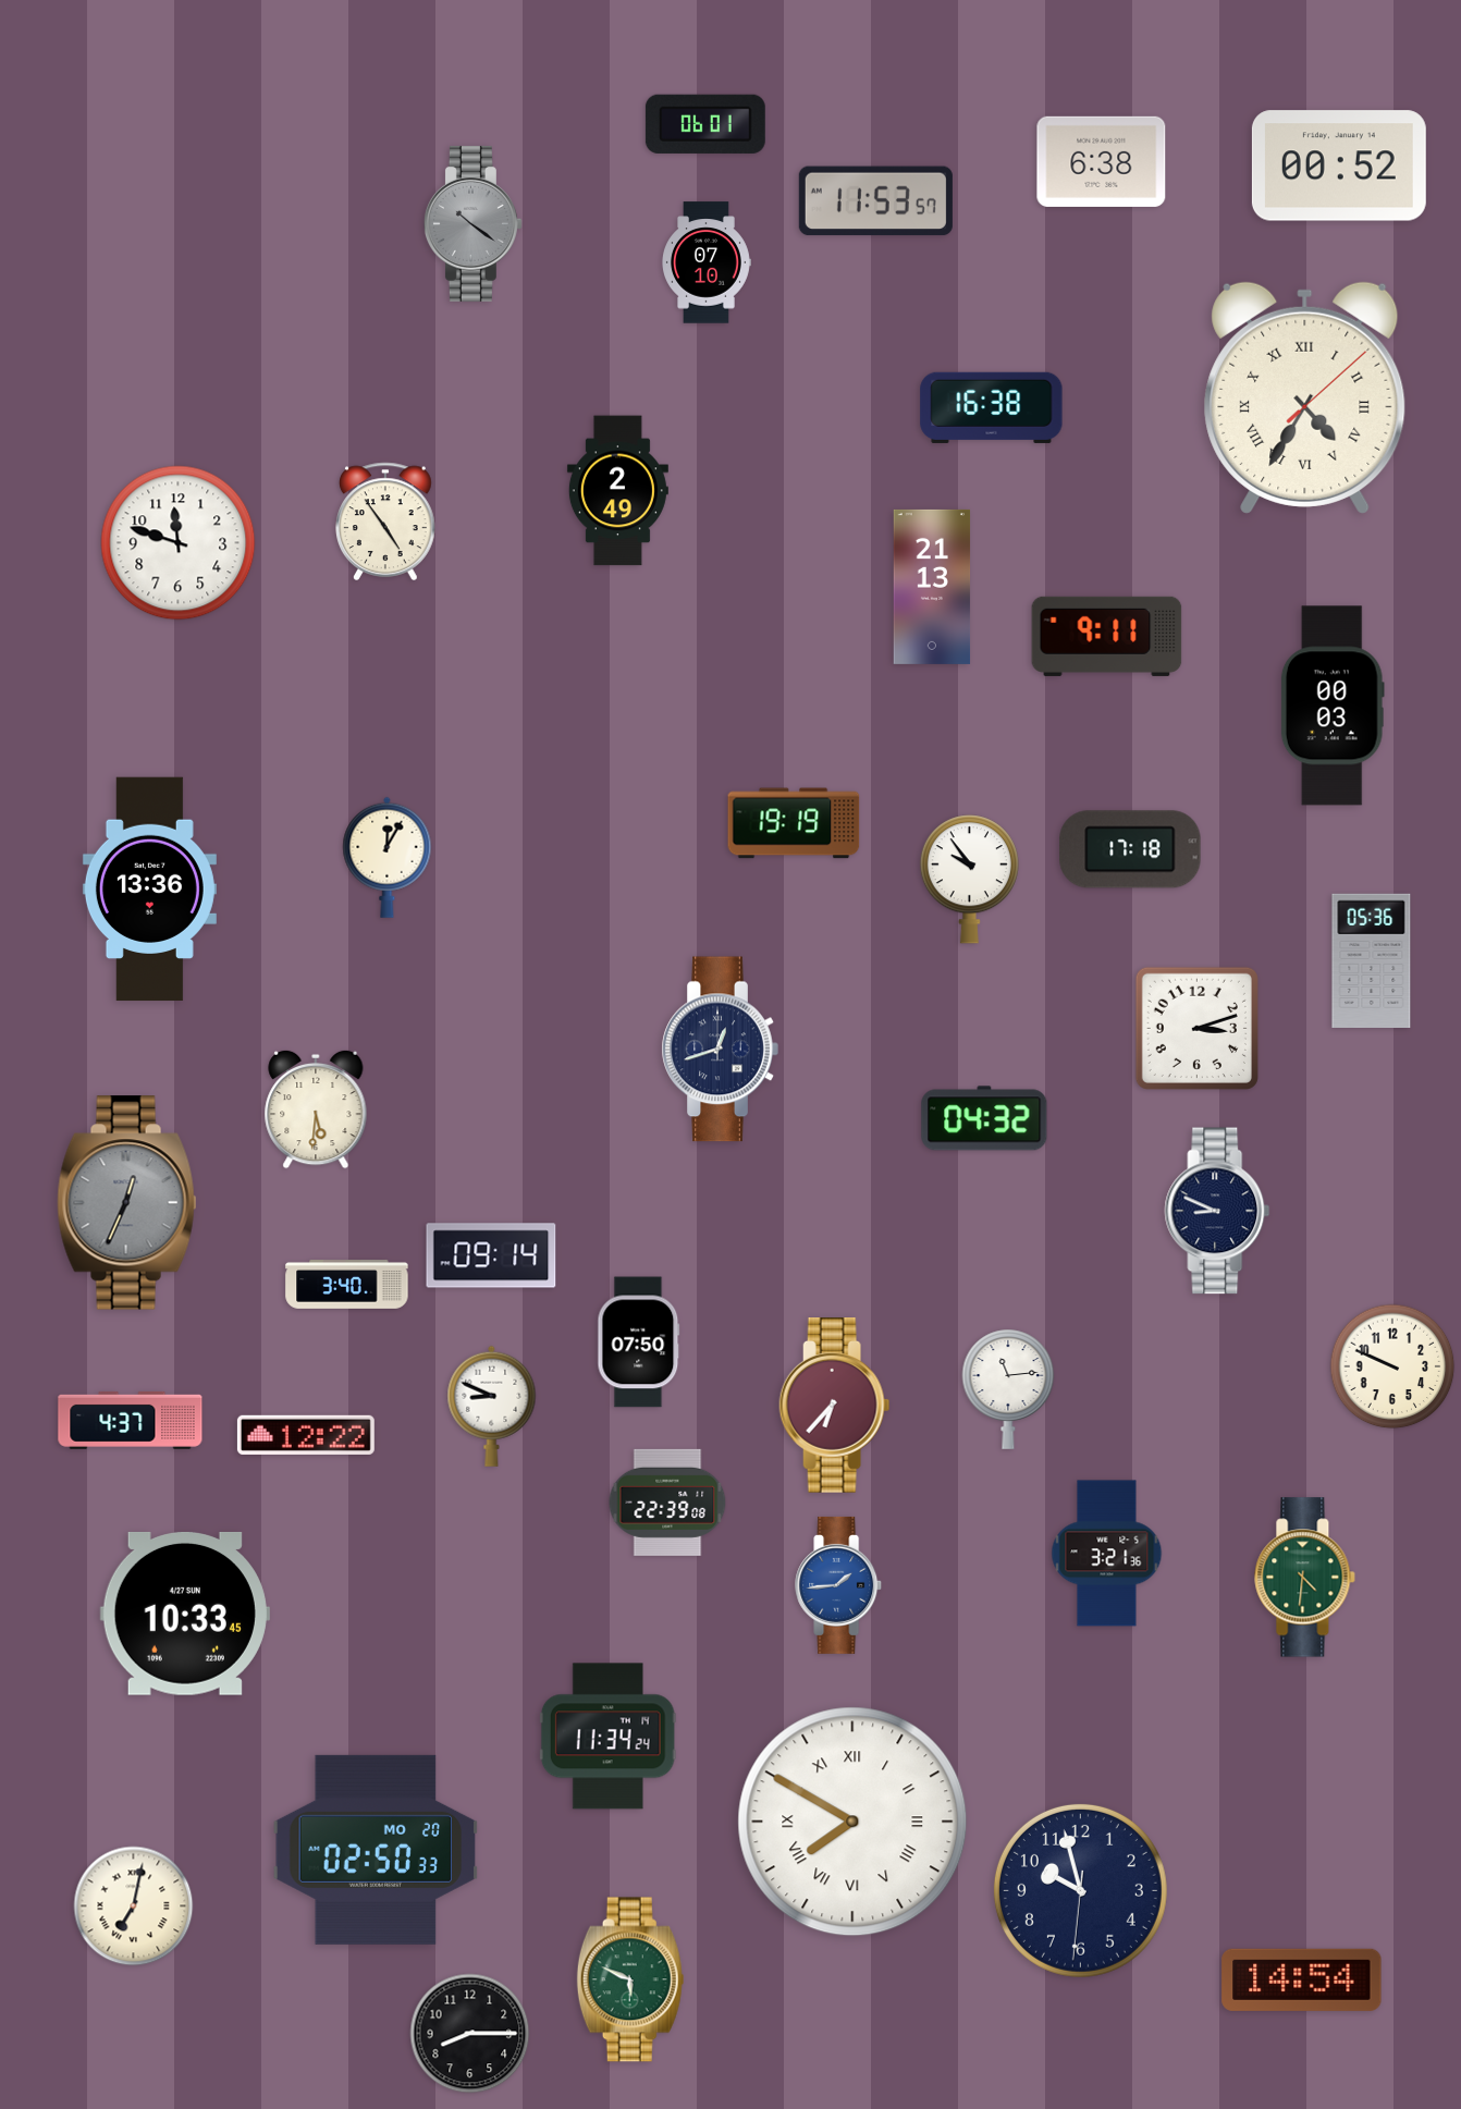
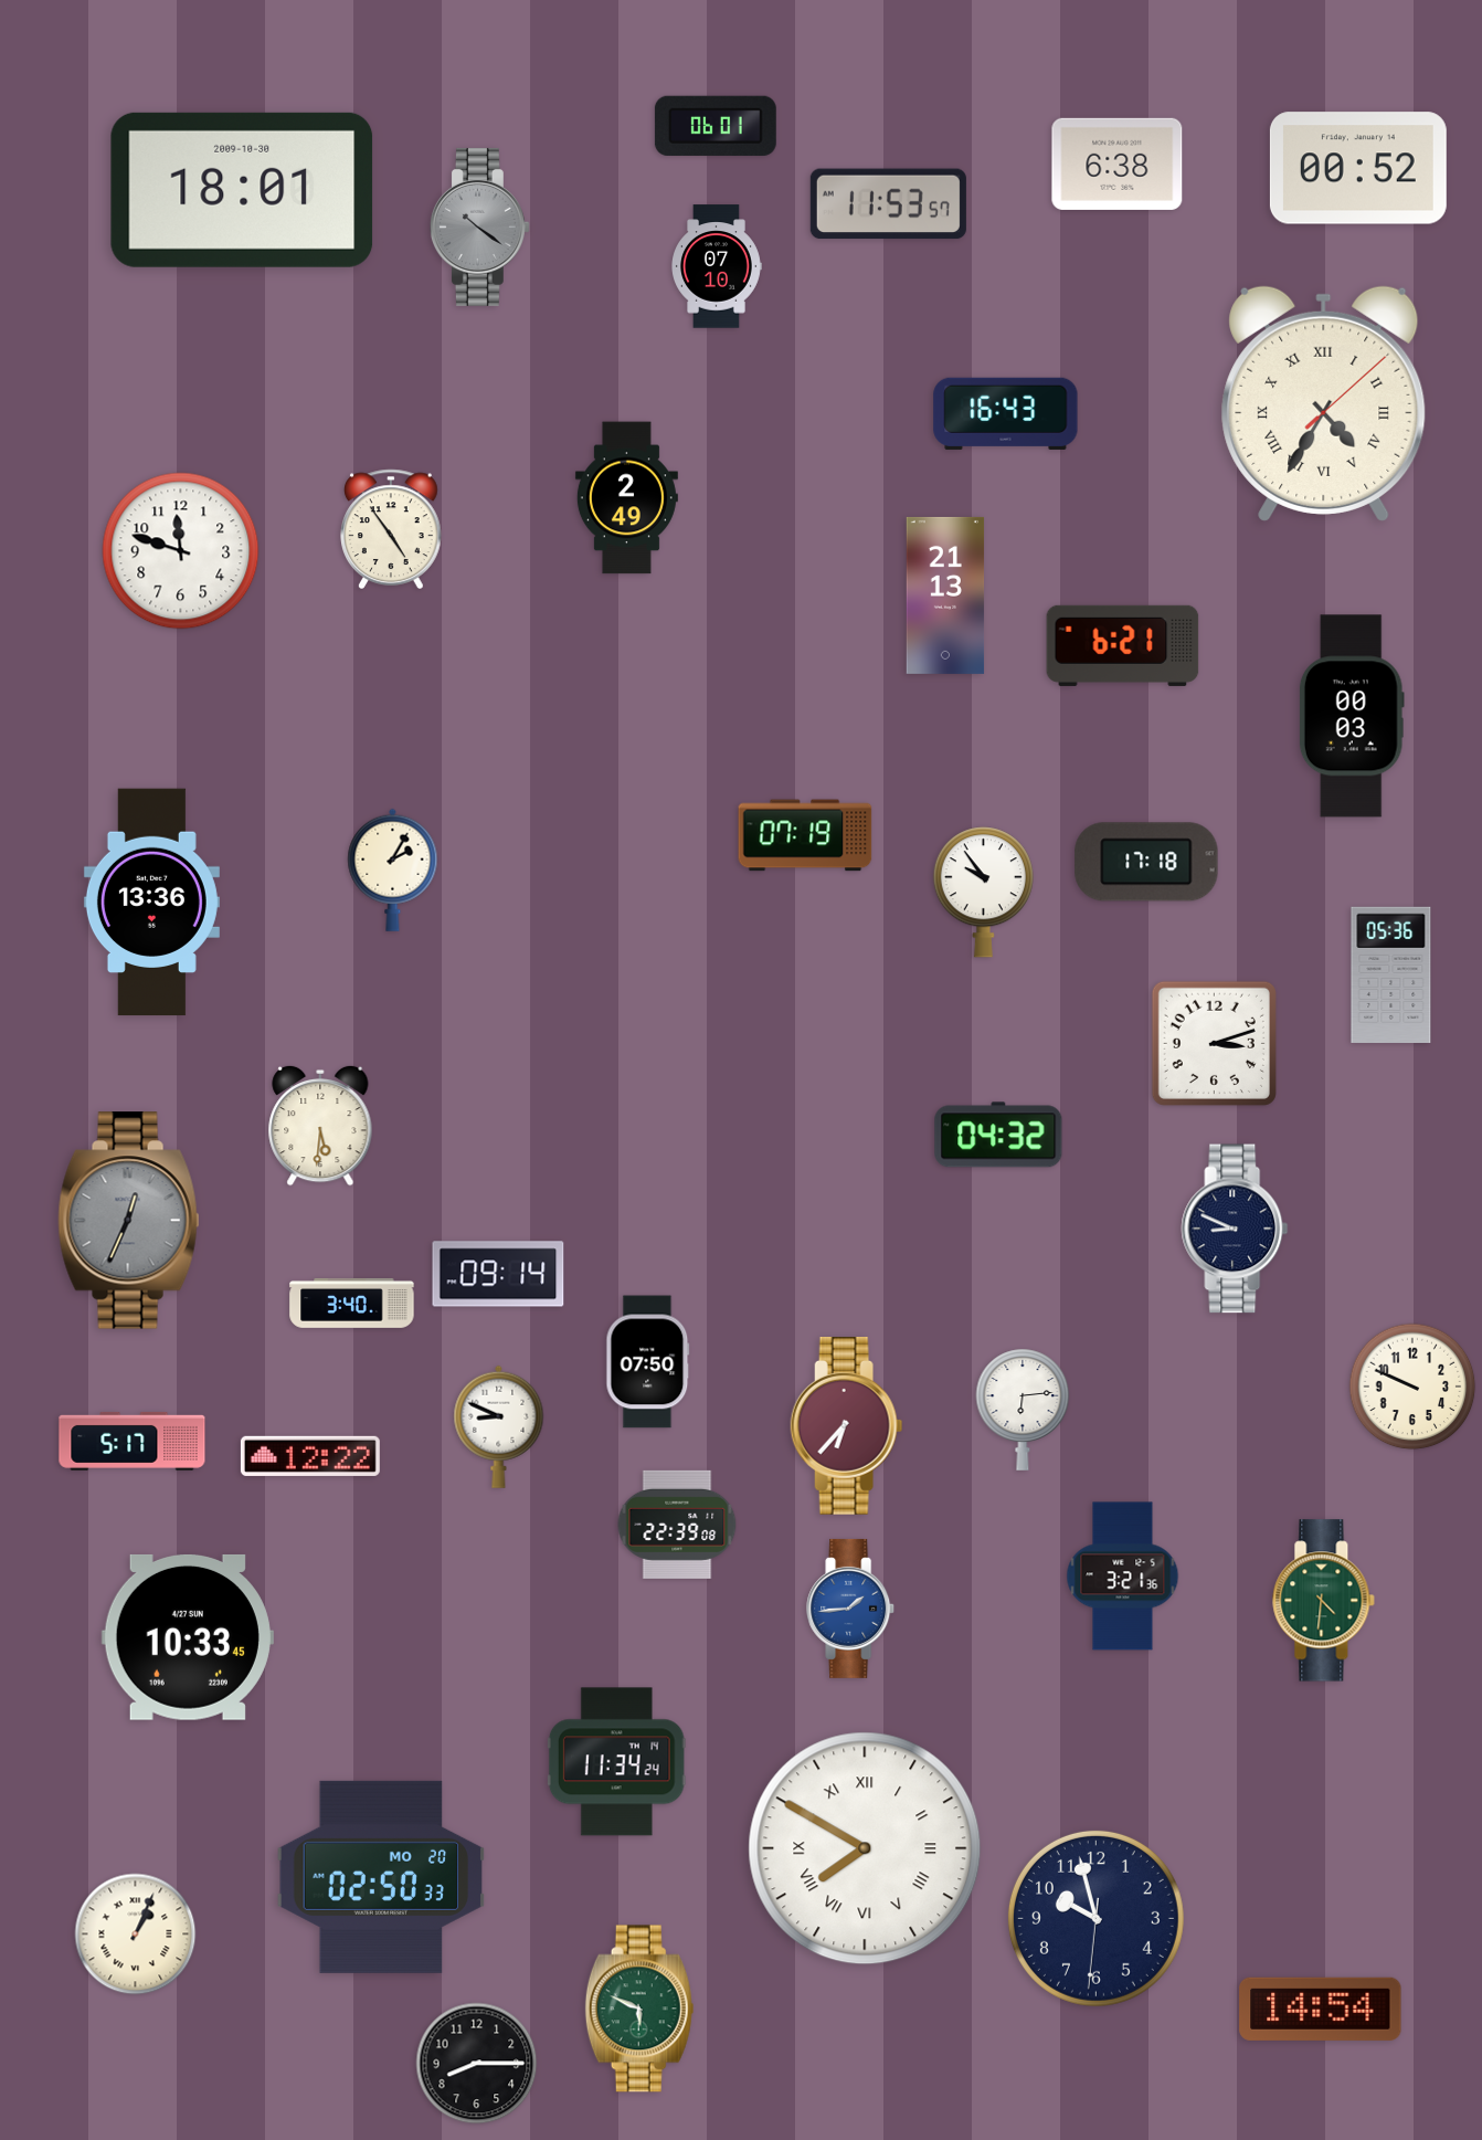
clock at (242, 190): none -> 18:01
clock at (992, 407): 16:38 -> 16:43
clock at (1107, 636): 9:11 -> 6:21
clock at (794, 823): 19:19 -> 07:19
clock at (388, 857): 12:05 -> 2:05
clock at (720, 1050): 12:42 -> none
clock at (1008, 1389): 11:14 -> 6:14
clock at (131, 1420): 4:37 -> 5:17
clock at (134, 1906): 7:02 -> 1:04
